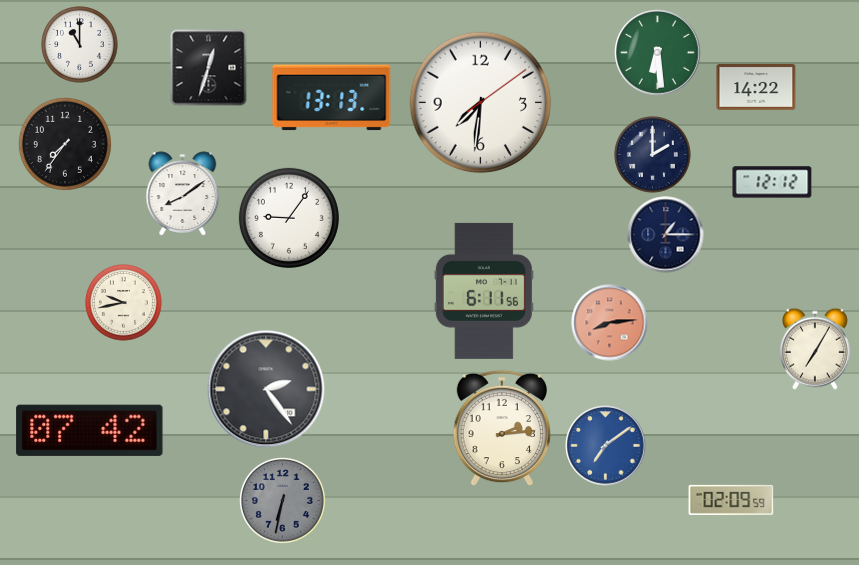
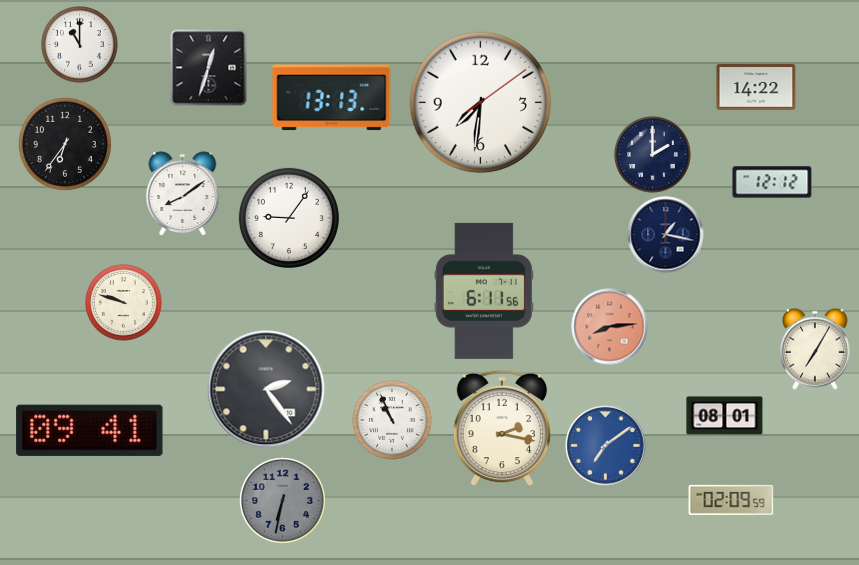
clock at (658, 53): 6:29 -> none
clock at (65, 144): 7:36 -> 6:36
clock at (666, 235): 1:15 -> 1:17
clock at (124, 303): 9:43 -> 9:48
clock at (610, 323) position: (610, 323) -> (610, 327)
clock at (725, 416): none -> 08:01
clock at (393, 421): none -> 10:56
clock at (502, 428): 2:14 -> 2:17
clock at (90, 430): 07:42 -> 09:41
